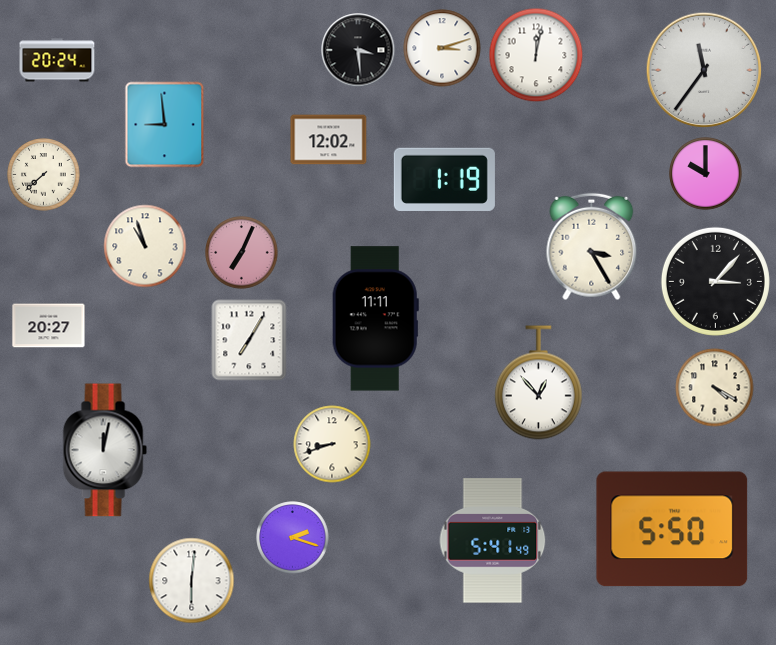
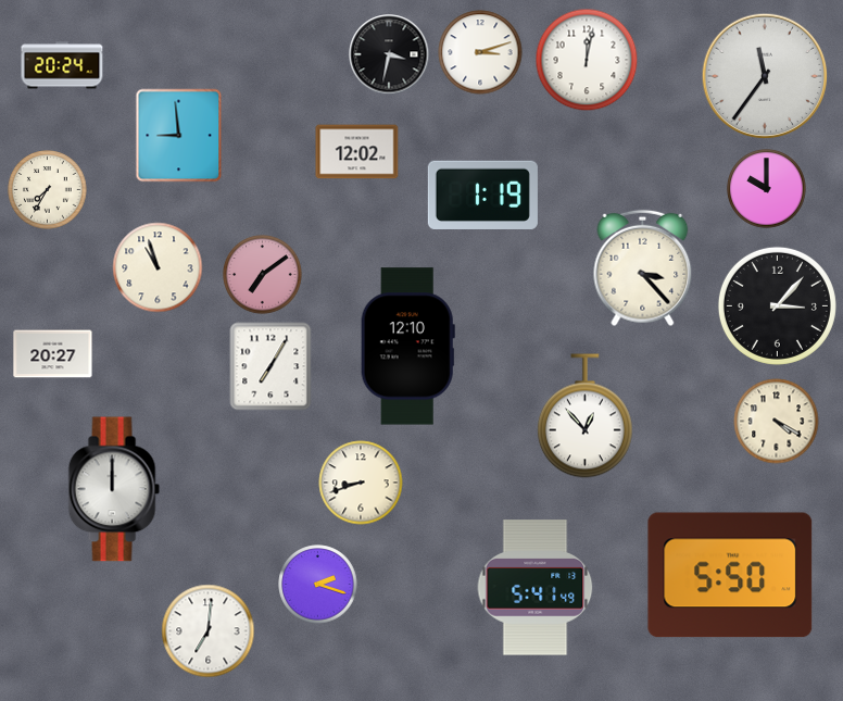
clock at (358, 50): 3:29 -> 3:32
clock at (536, 55) position: (536, 55) -> (587, 60)
clock at (44, 175): 7:38 -> 7:35
clock at (592, 247): 3:25 -> 3:23
clock at (242, 253): 7:04 -> 7:09
clock at (375, 319): 11:11 -> 12:10
clock at (249, 340) position: (249, 340) -> (270, 366)
clock at (105, 450): 12:02 -> 12:00
clock at (192, 581): 6:01 -> 7:01
